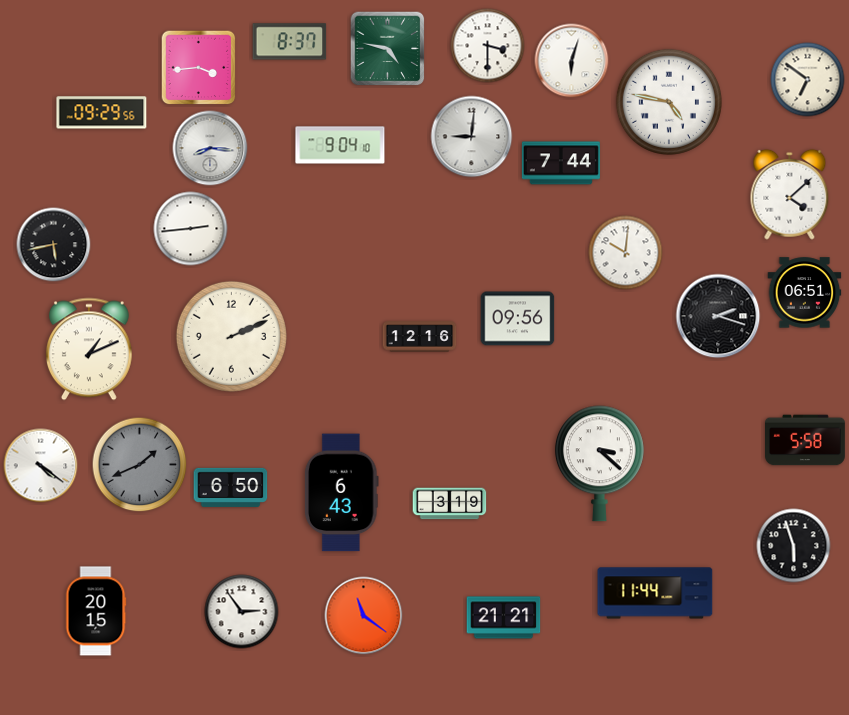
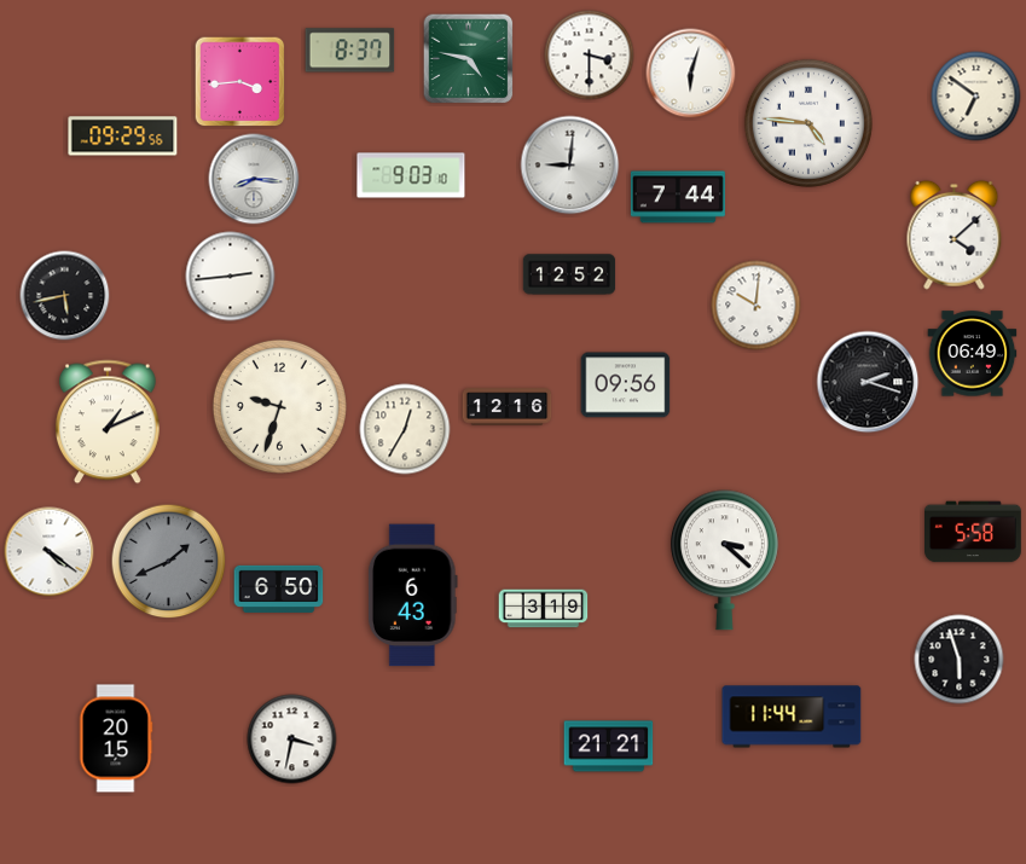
clock at (669, 102): 4:47 -> 4:46
clock at (340, 145): 9:04 -> 9:03
clock at (569, 274): none -> 12:52
clock at (805, 293): 06:51 -> 06:49
clock at (231, 336): 2:11 -> 9:33
clock at (405, 429): none -> 12:35
clock at (41, 466) position: (41, 466) -> (50, 552)
clock at (242, 612): 2:54 -> 3:32
clock at (364, 616): 11:21 -> none
